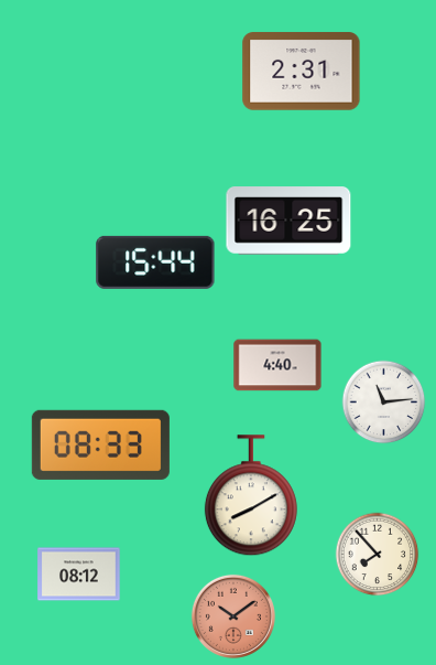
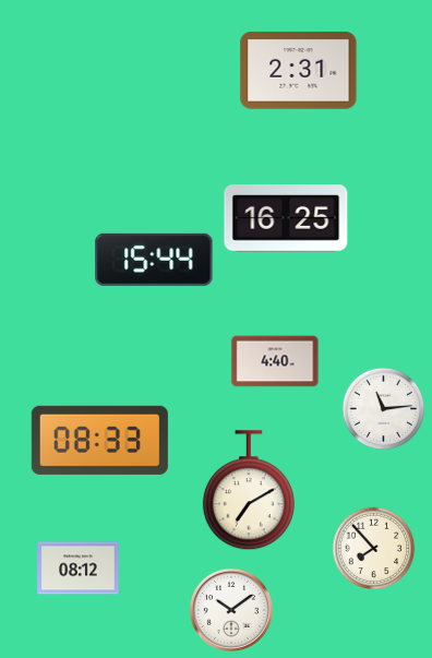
clock at (384, 403) position: (384, 403) -> (384, 409)
clock at (251, 496): 8:10 -> 7:10
clock at (233, 616) dial: salmon -> white
